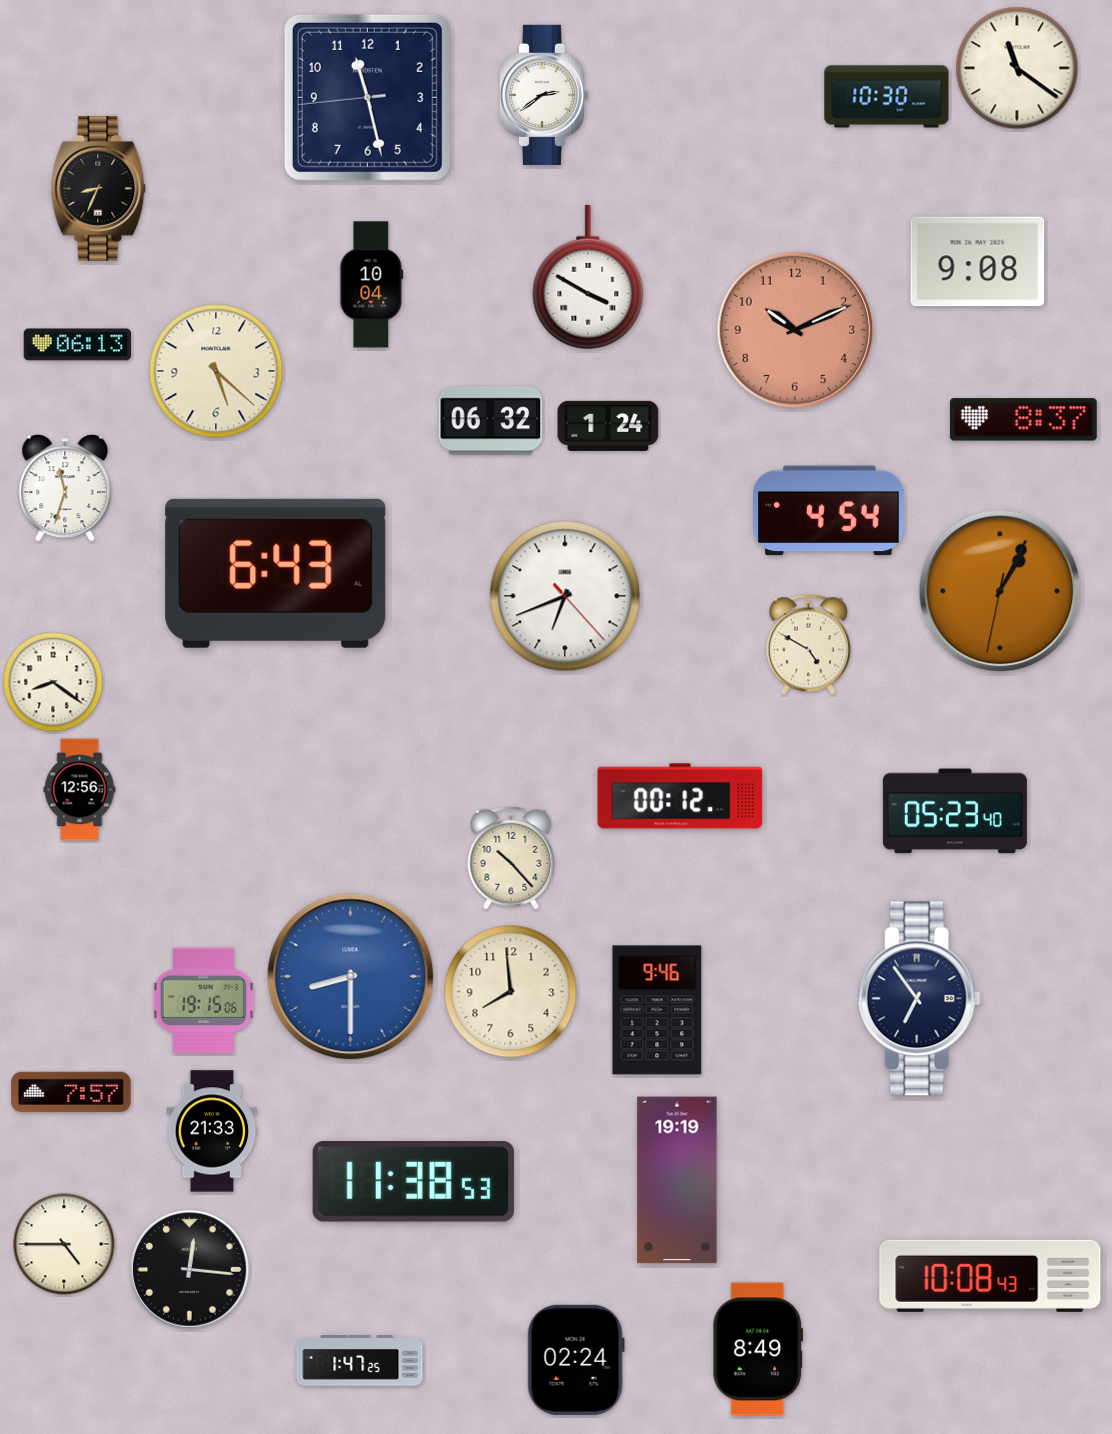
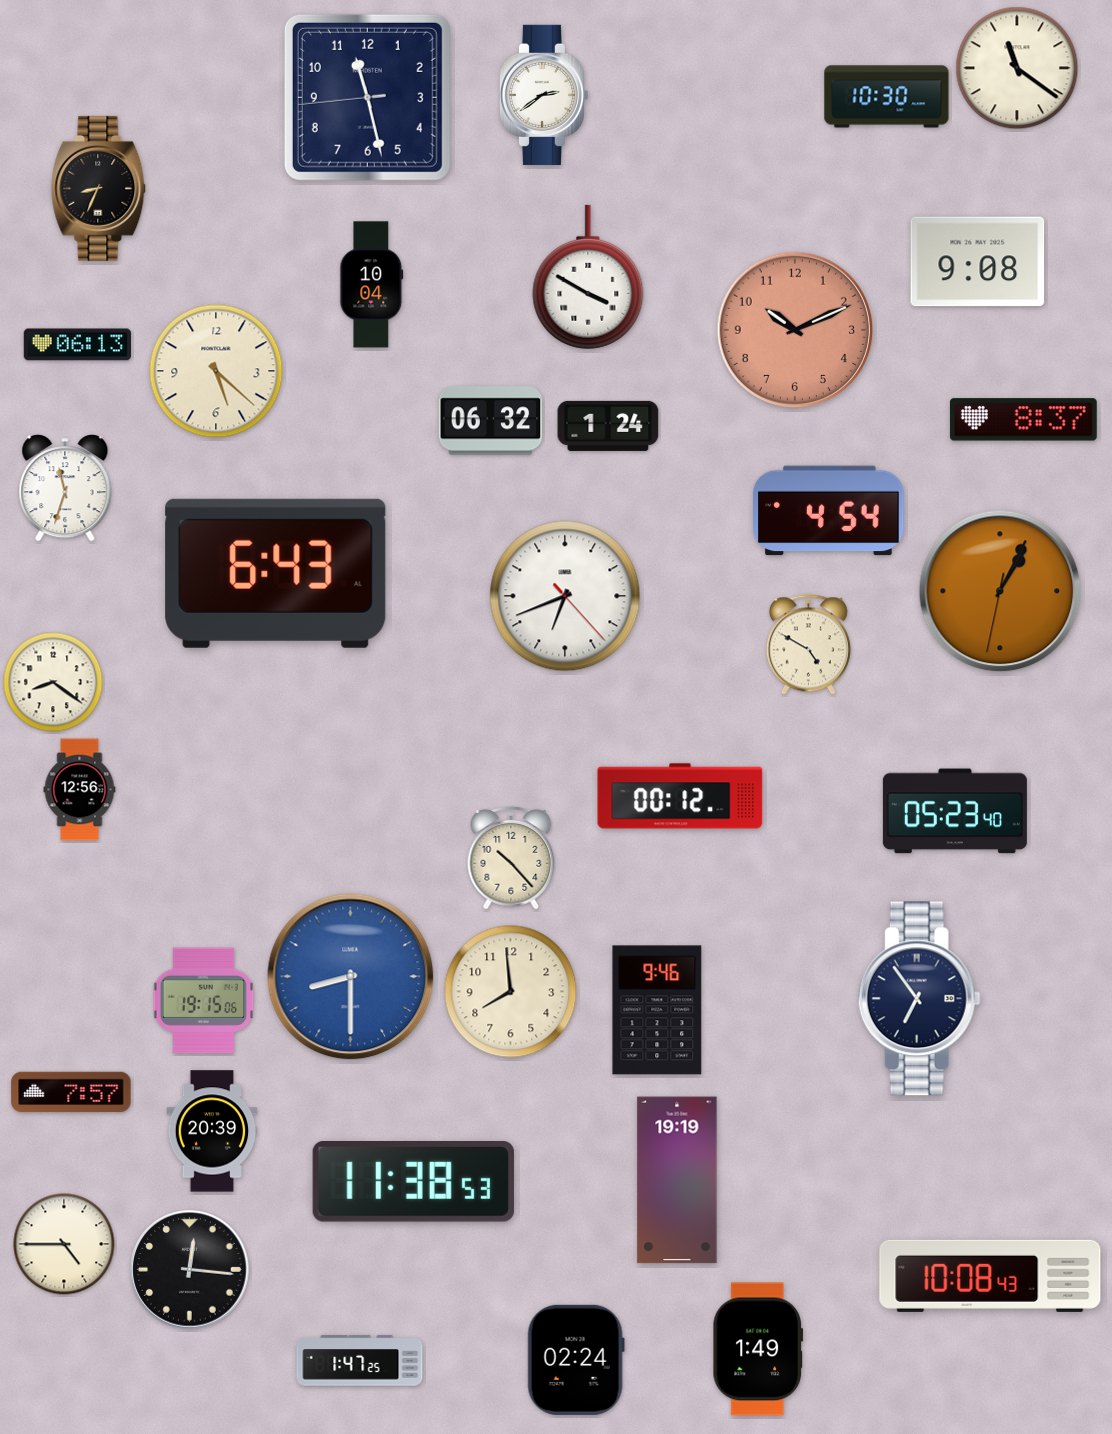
clock at (212, 1131): 21:33 -> 20:39
clock at (758, 1349): 8:49 -> 1:49
